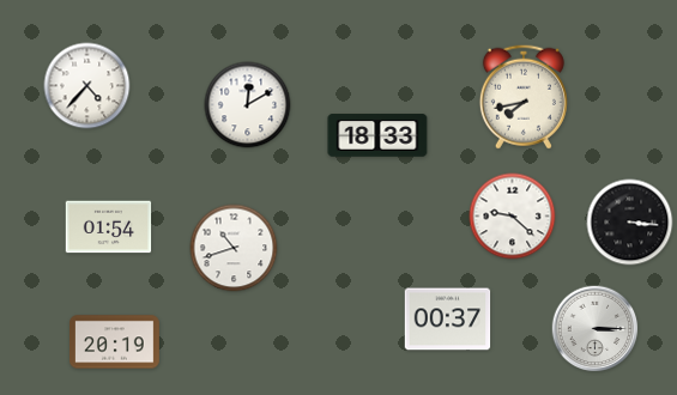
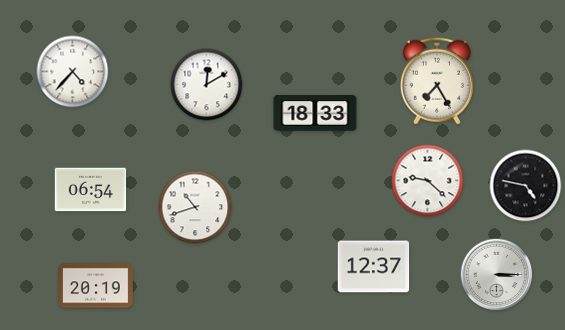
clock at (524, 97): 7:43 -> 7:25
clock at (248, 105) position: (248, 105) -> (207, 85)
clock at (630, 223): 3:16 -> 4:47
clock at (109, 227): 01:54 -> 06:54
clock at (448, 320): 00:37 -> 12:37
